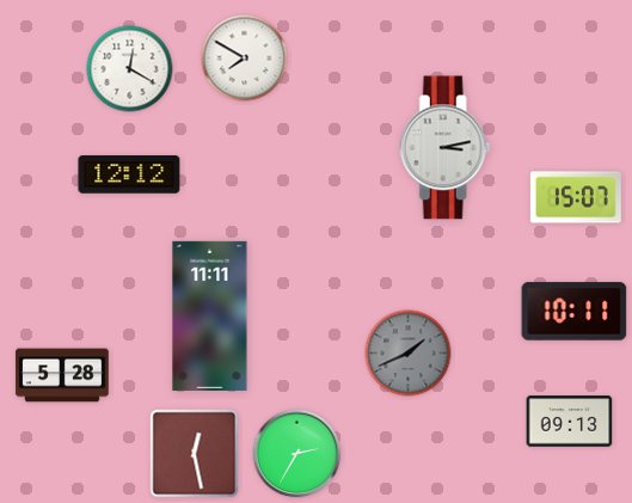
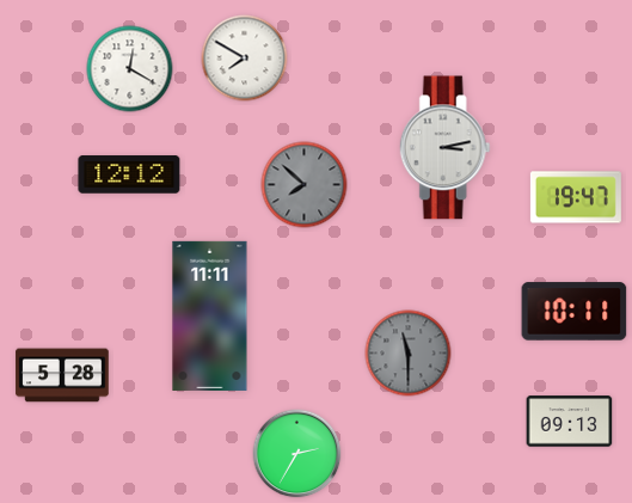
clock at (305, 185): none -> 7:52
clock at (576, 197): 15:07 -> 19:47
clock at (409, 354): 1:41 -> 11:30
clock at (195, 454): 12:28 -> none
